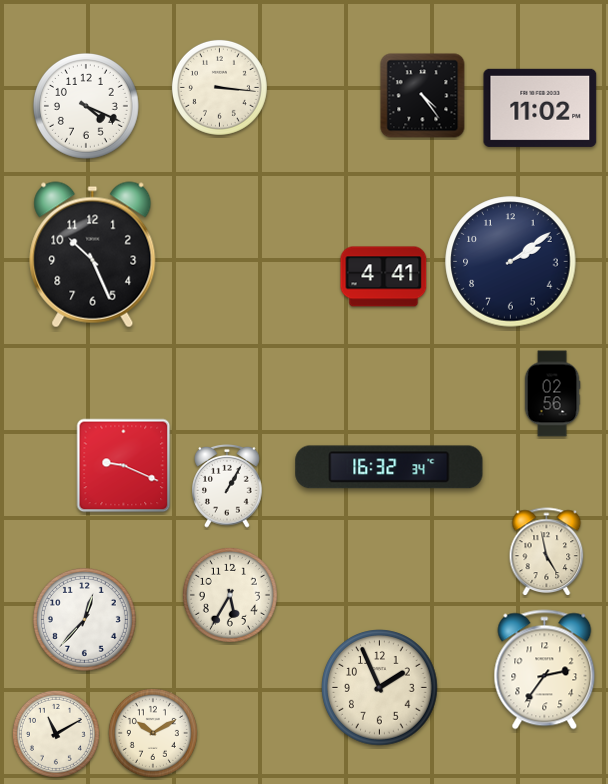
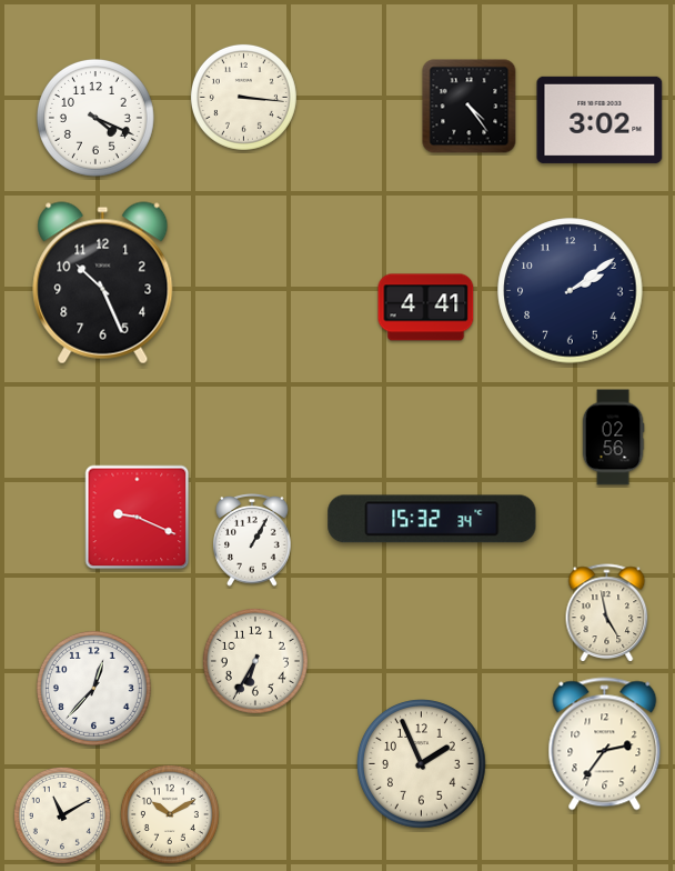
clock at (540, 108): 11:02 -> 3:02
clock at (511, 262) position: (511, 262) -> (571, 291)
clock at (389, 467): 16:32 -> 15:32
clock at (230, 595): 5:35 -> 6:35
